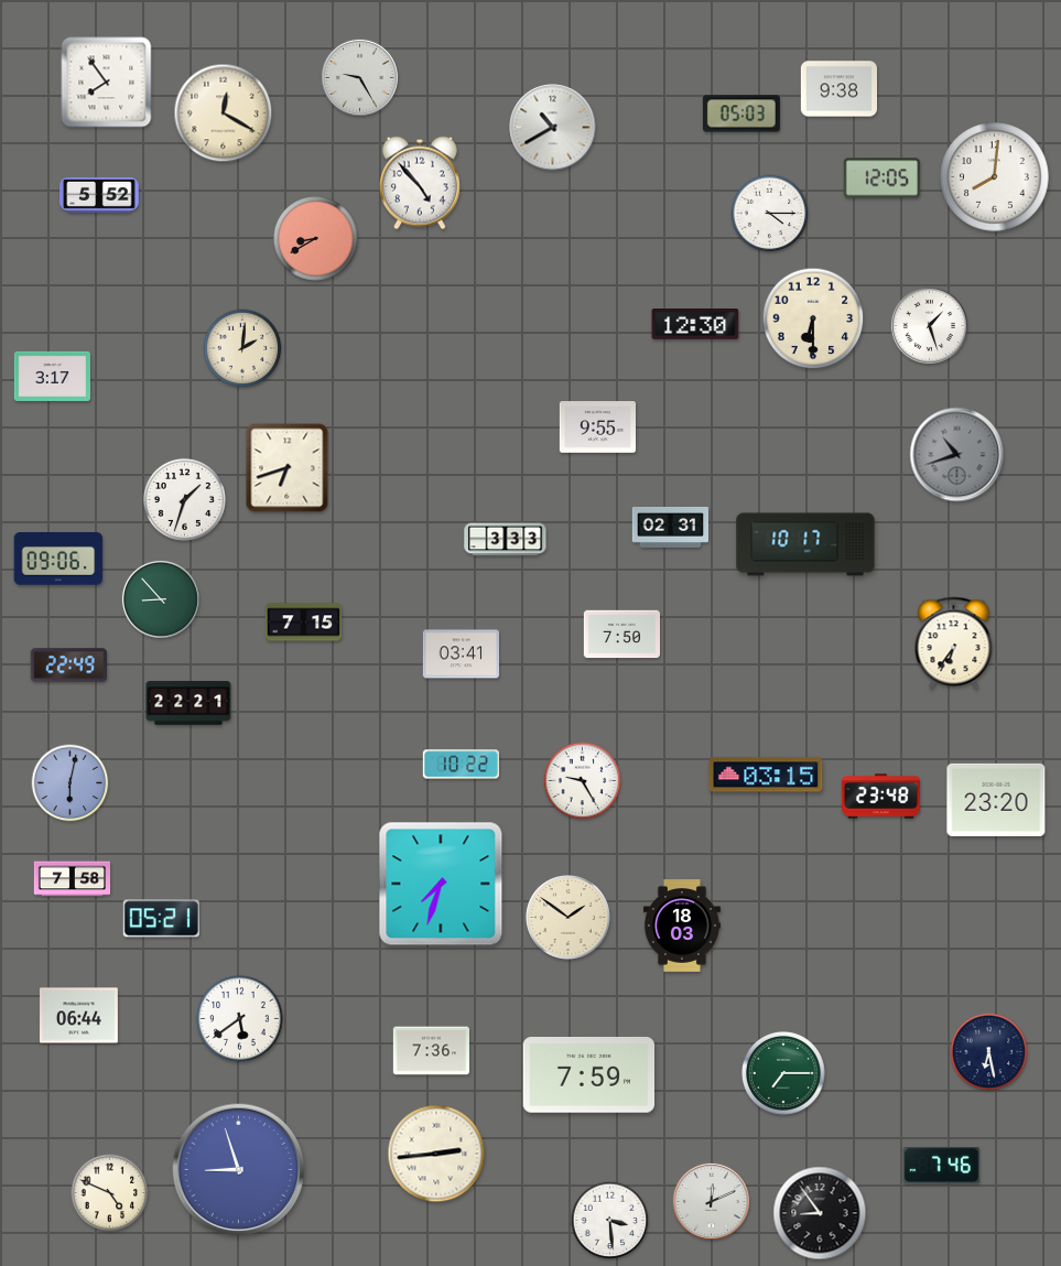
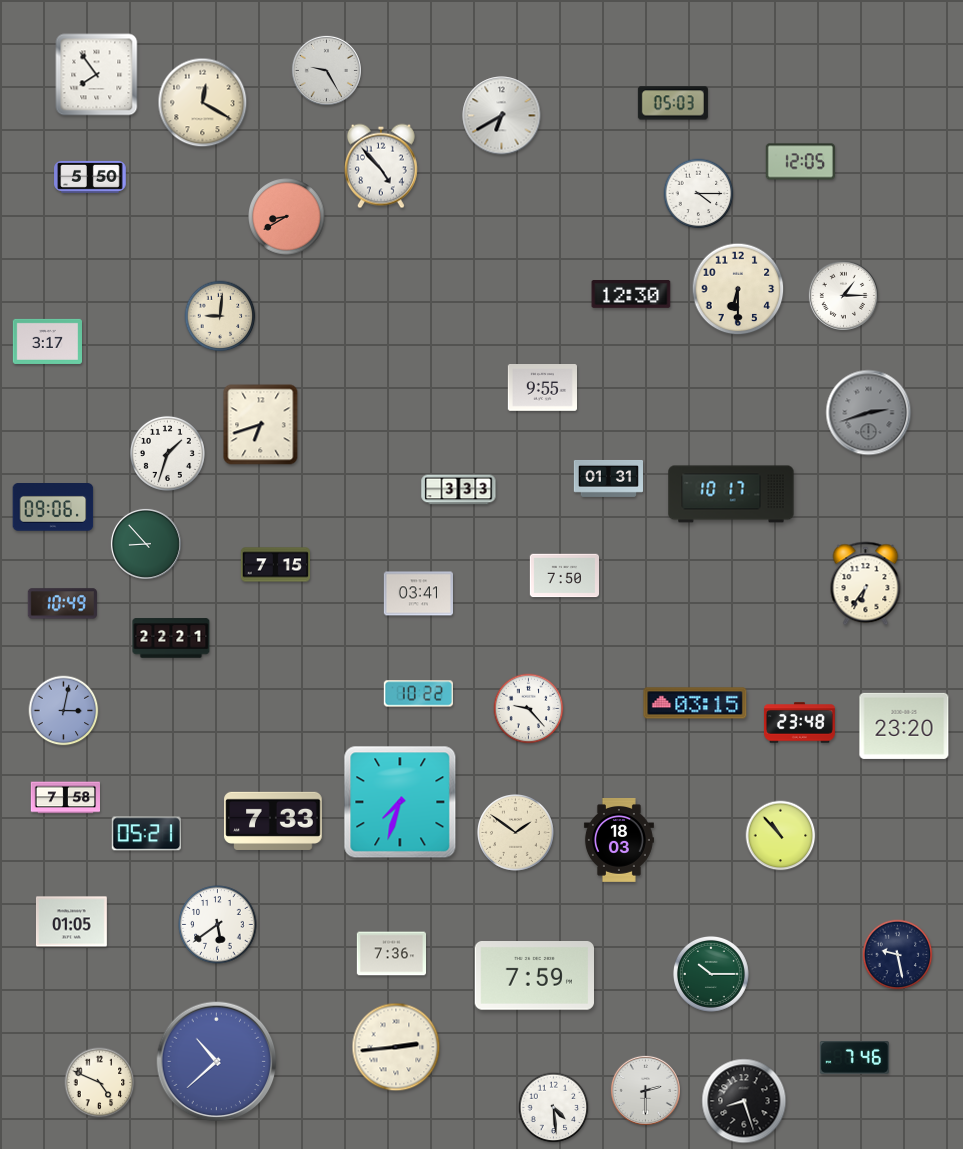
clock at (838, 89): 9:38 -> none
clock at (553, 128): 10:40 -> 6:40
clock at (995, 177): 8:01 -> none
clock at (99, 195): 5:52 -> 5:50
clock at (929, 325): 1:27 -> 1:15
clock at (242, 348): 2:01 -> 9:01
clock at (957, 455): 10:42 -> 2:42
clock at (670, 527): 02:31 -> 01:31
clock at (68, 666): 22:49 -> 10:49
clock at (583, 781): 9:25 -> 9:23
clock at (71, 783): 6:02 -> 3:02
clock at (273, 821): none -> 7:33
clock at (781, 836): none -> 10:53
clock at (78, 1016): 06:44 -> 01:05
clock at (989, 1052): 6:28 -> 9:28
clock at (783, 1073): 7:15 -> 10:15
clock at (239, 1170): 8:57 -> 10:38
clock at (711, 1201): 12:11 -> 2:30
clock at (820, 1213): 8:54 -> 8:27
clock at (610, 1221): 3:29 -> 4:29
